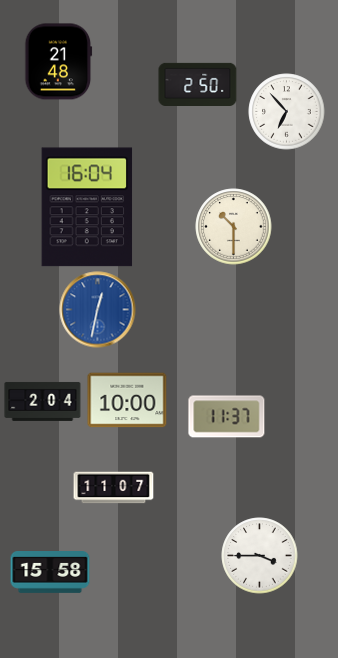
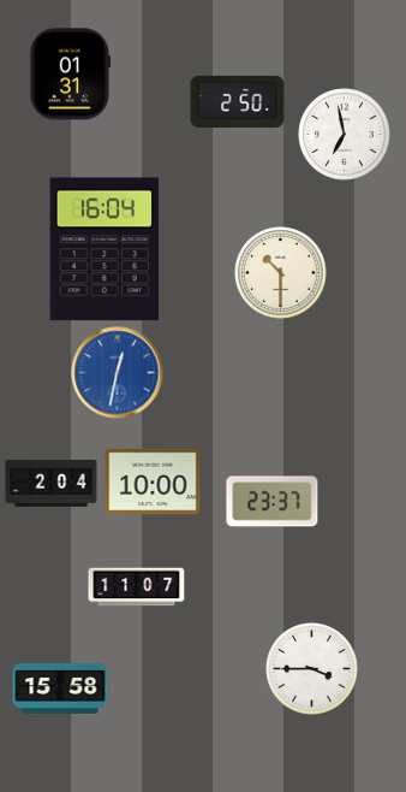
clock at (59, 62): 21:48 -> 01:31
clock at (287, 112): 6:53 -> 6:58
clock at (227, 417): 11:37 -> 23:37
